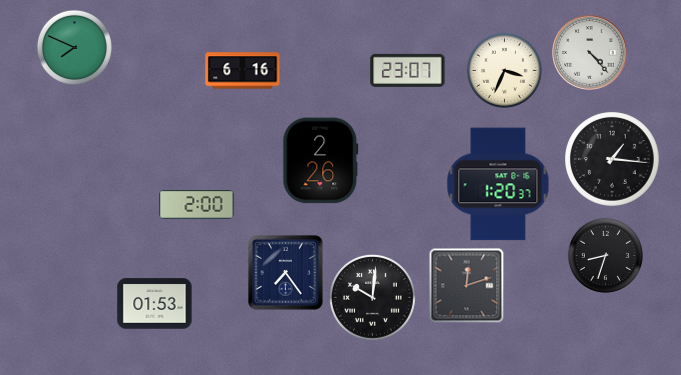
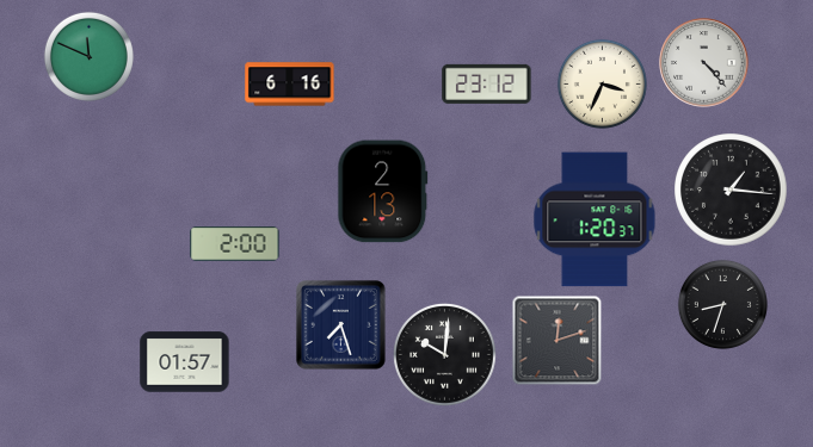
clock at (74, 47): 7:49 -> 11:49
clock at (408, 70): 23:07 -> 23:12
clock at (321, 161): 2:26 -> 2:13
clock at (286, 273): 7:24 -> 7:27
clock at (155, 304): 01:53 -> 01:57
